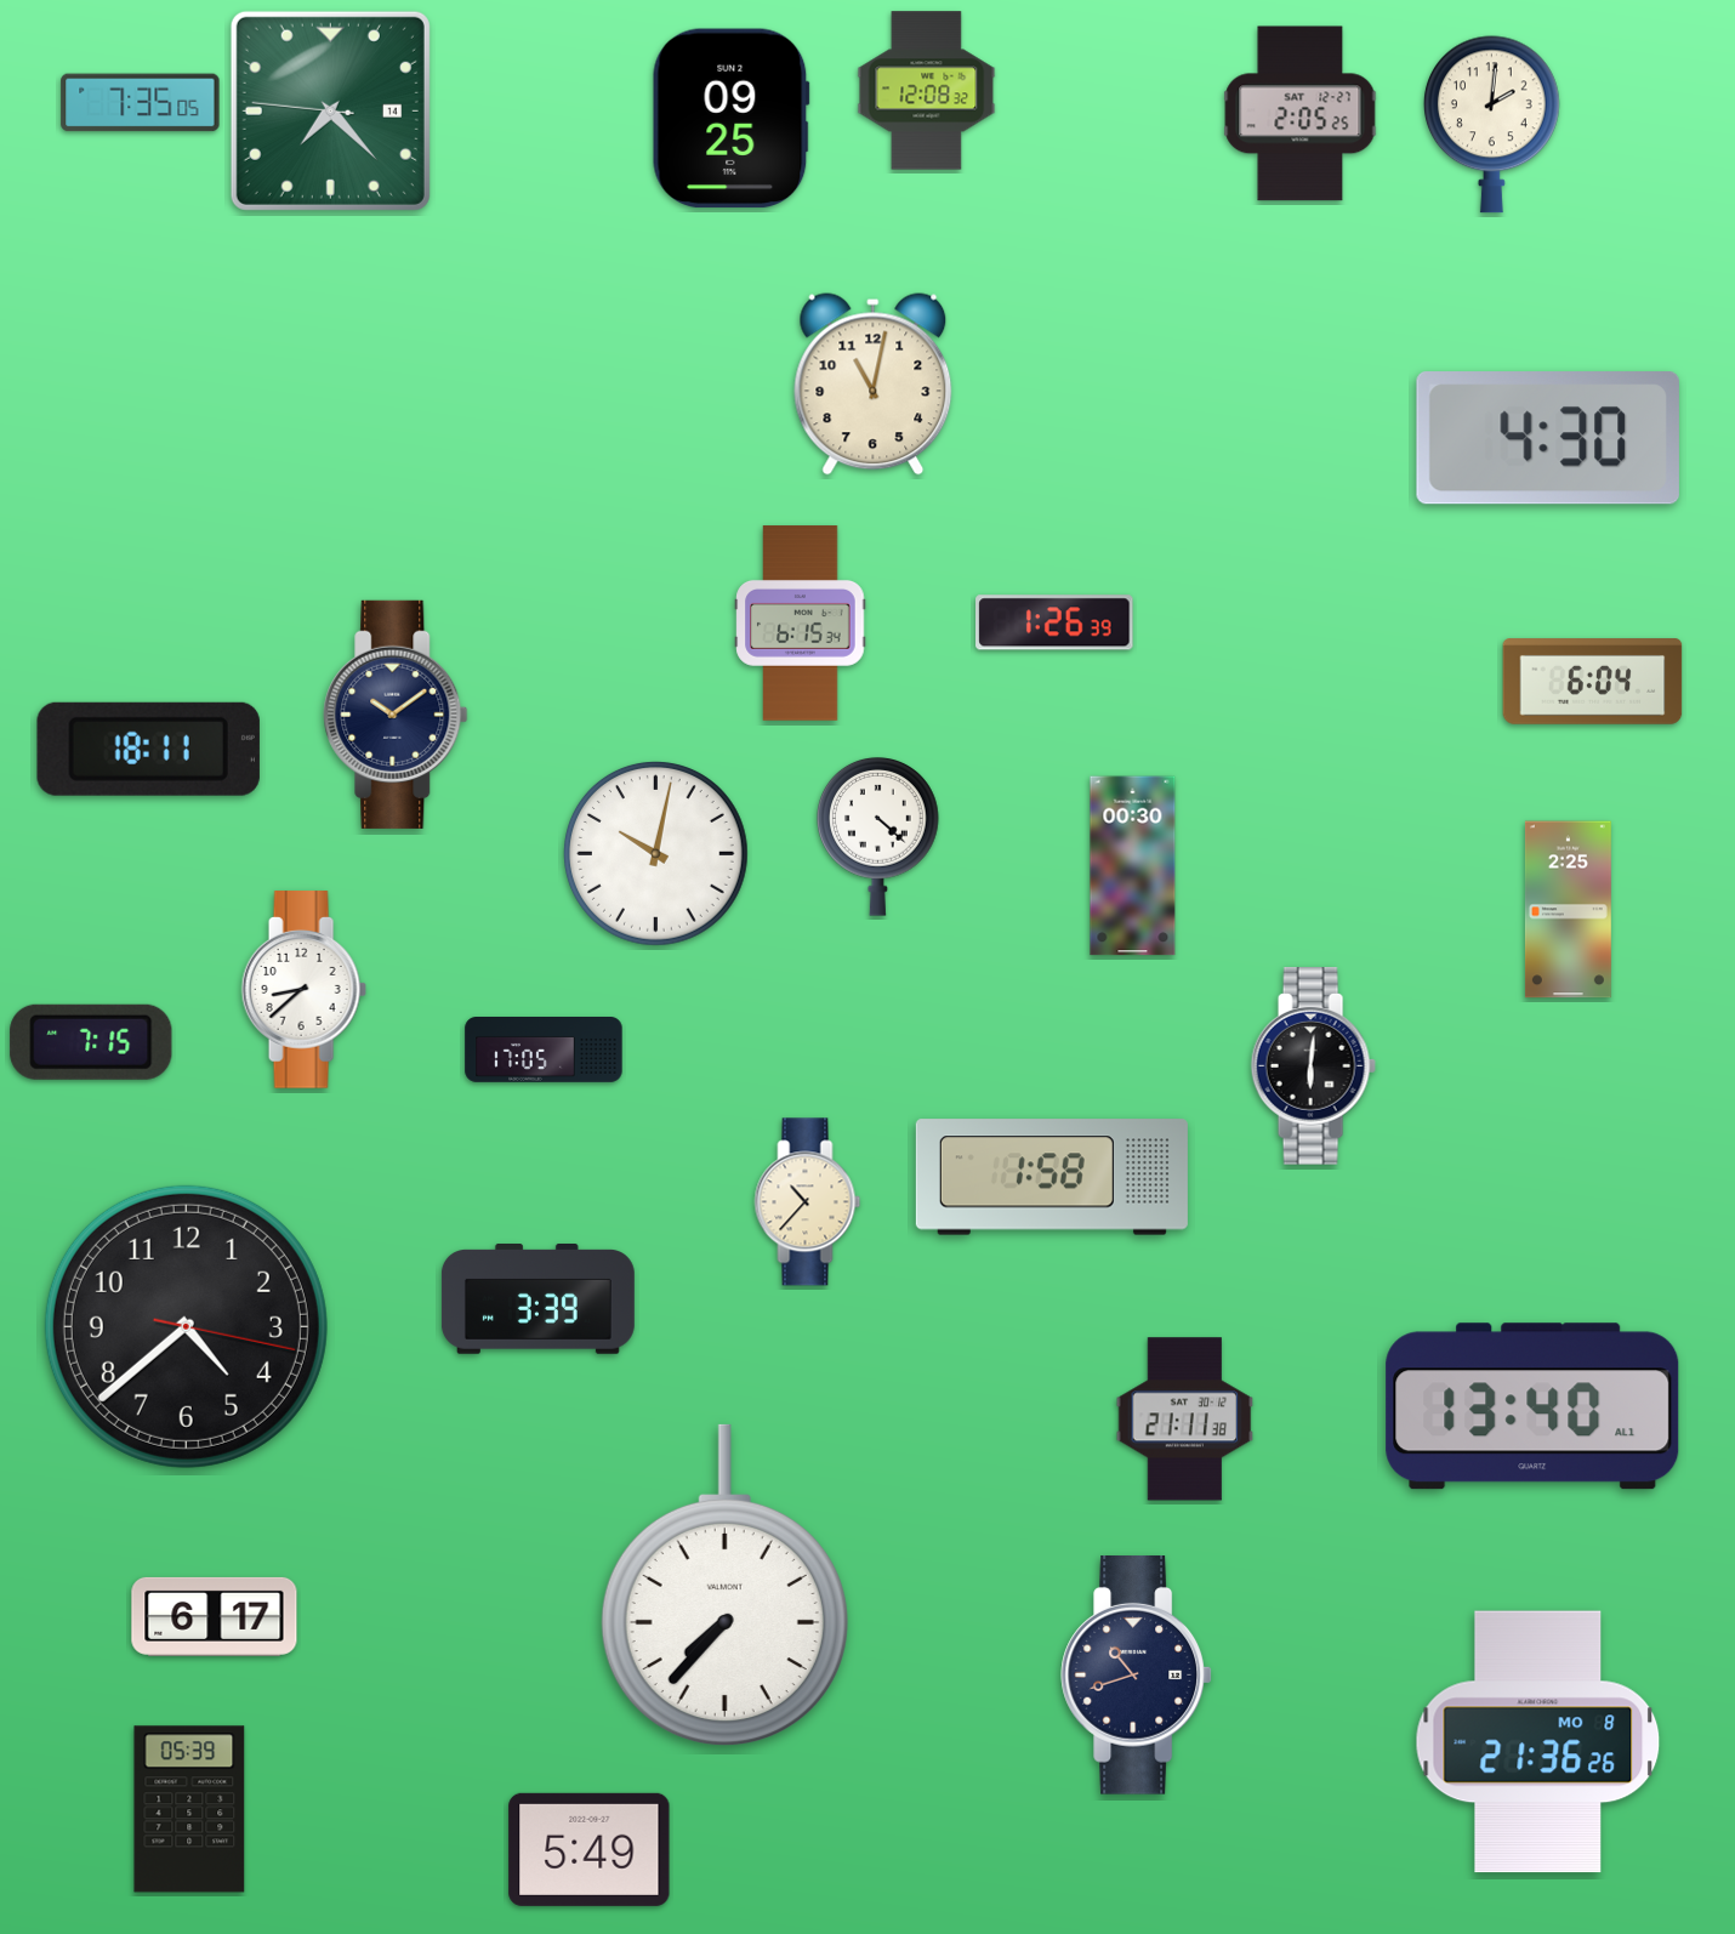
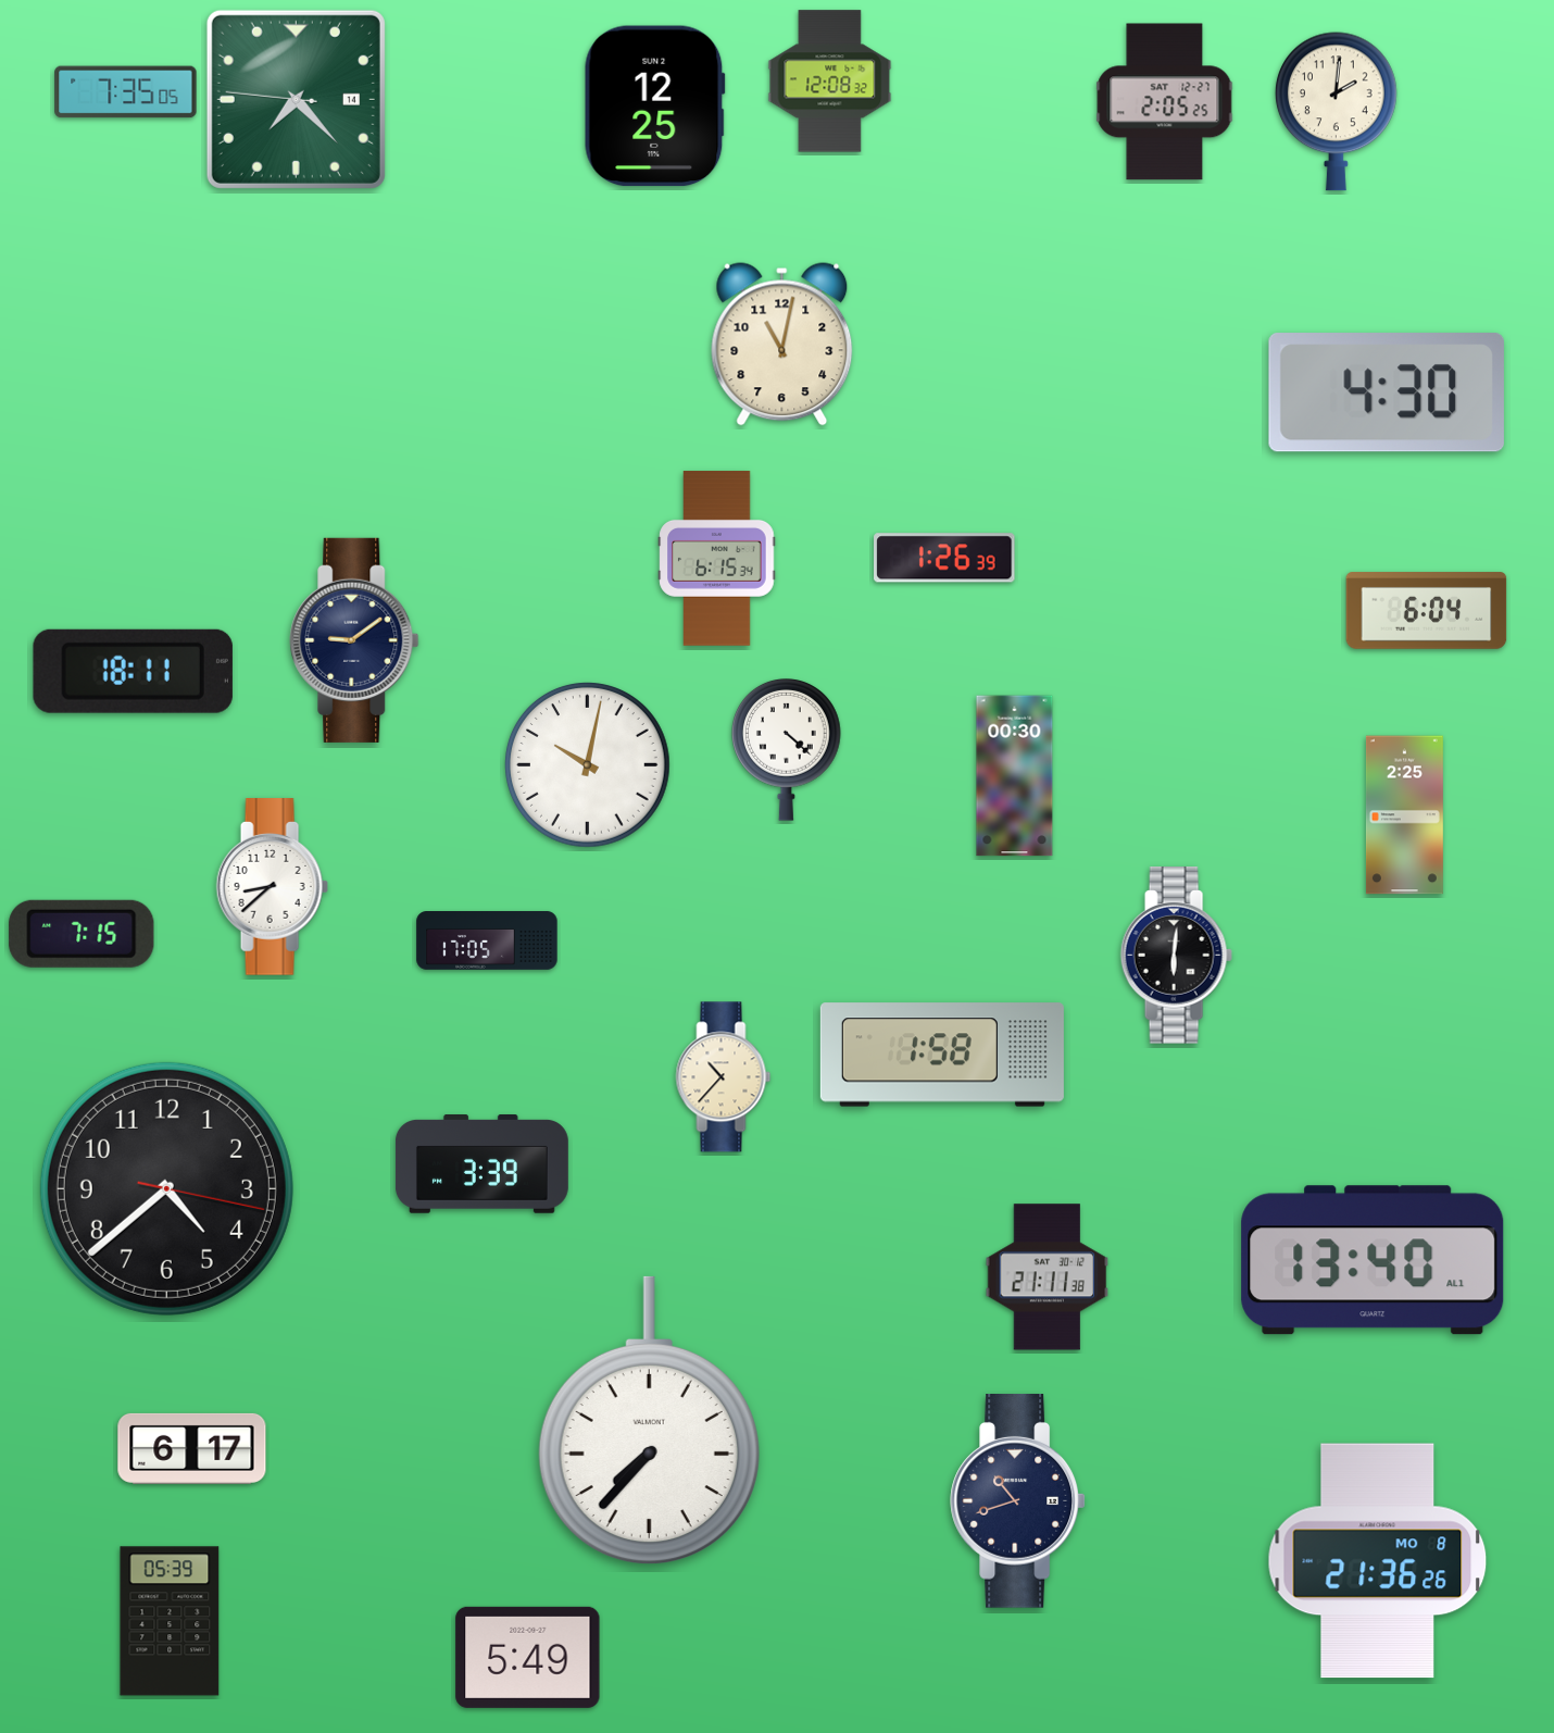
clock at (730, 119): 09:25 -> 12:25
clock at (396, 715): 10:09 -> 9:09
clock at (1185, 1420) position: (1185, 1420) -> (1048, 1277)
